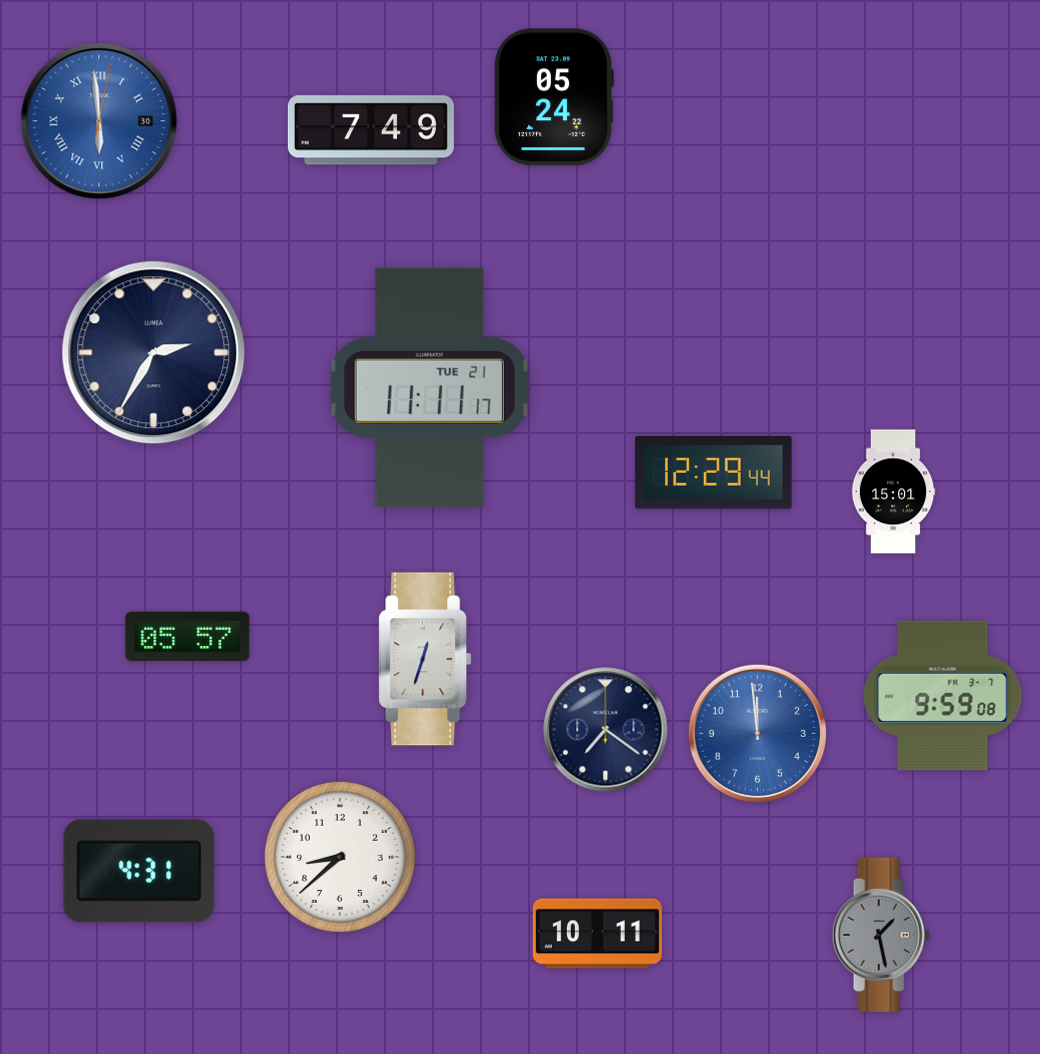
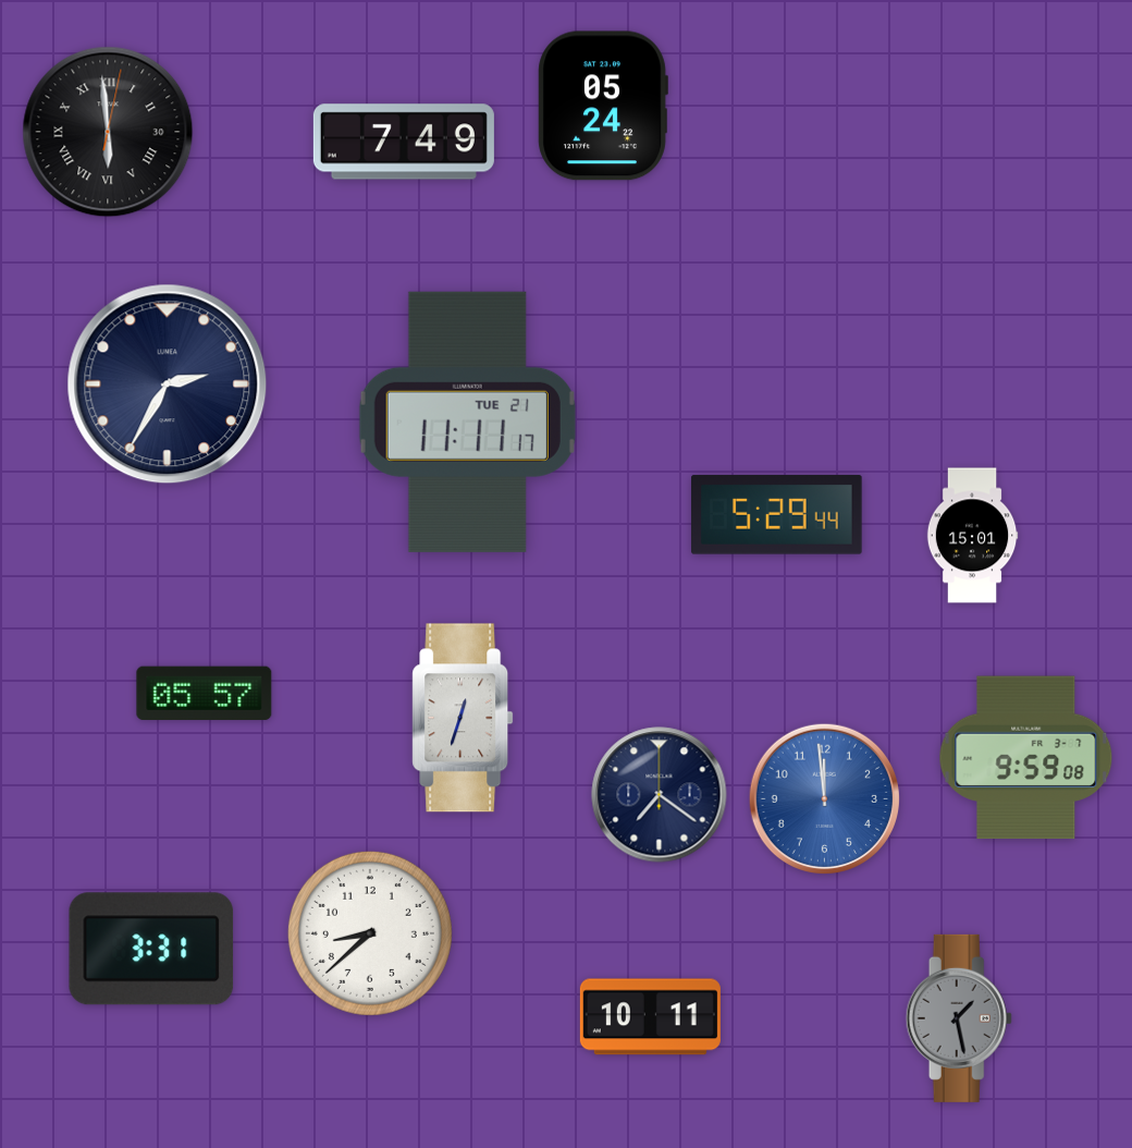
clock at (99, 121) dial: blue -> black
clock at (714, 473): 12:29 -> 5:29
clock at (139, 871): 4:31 -> 3:31
